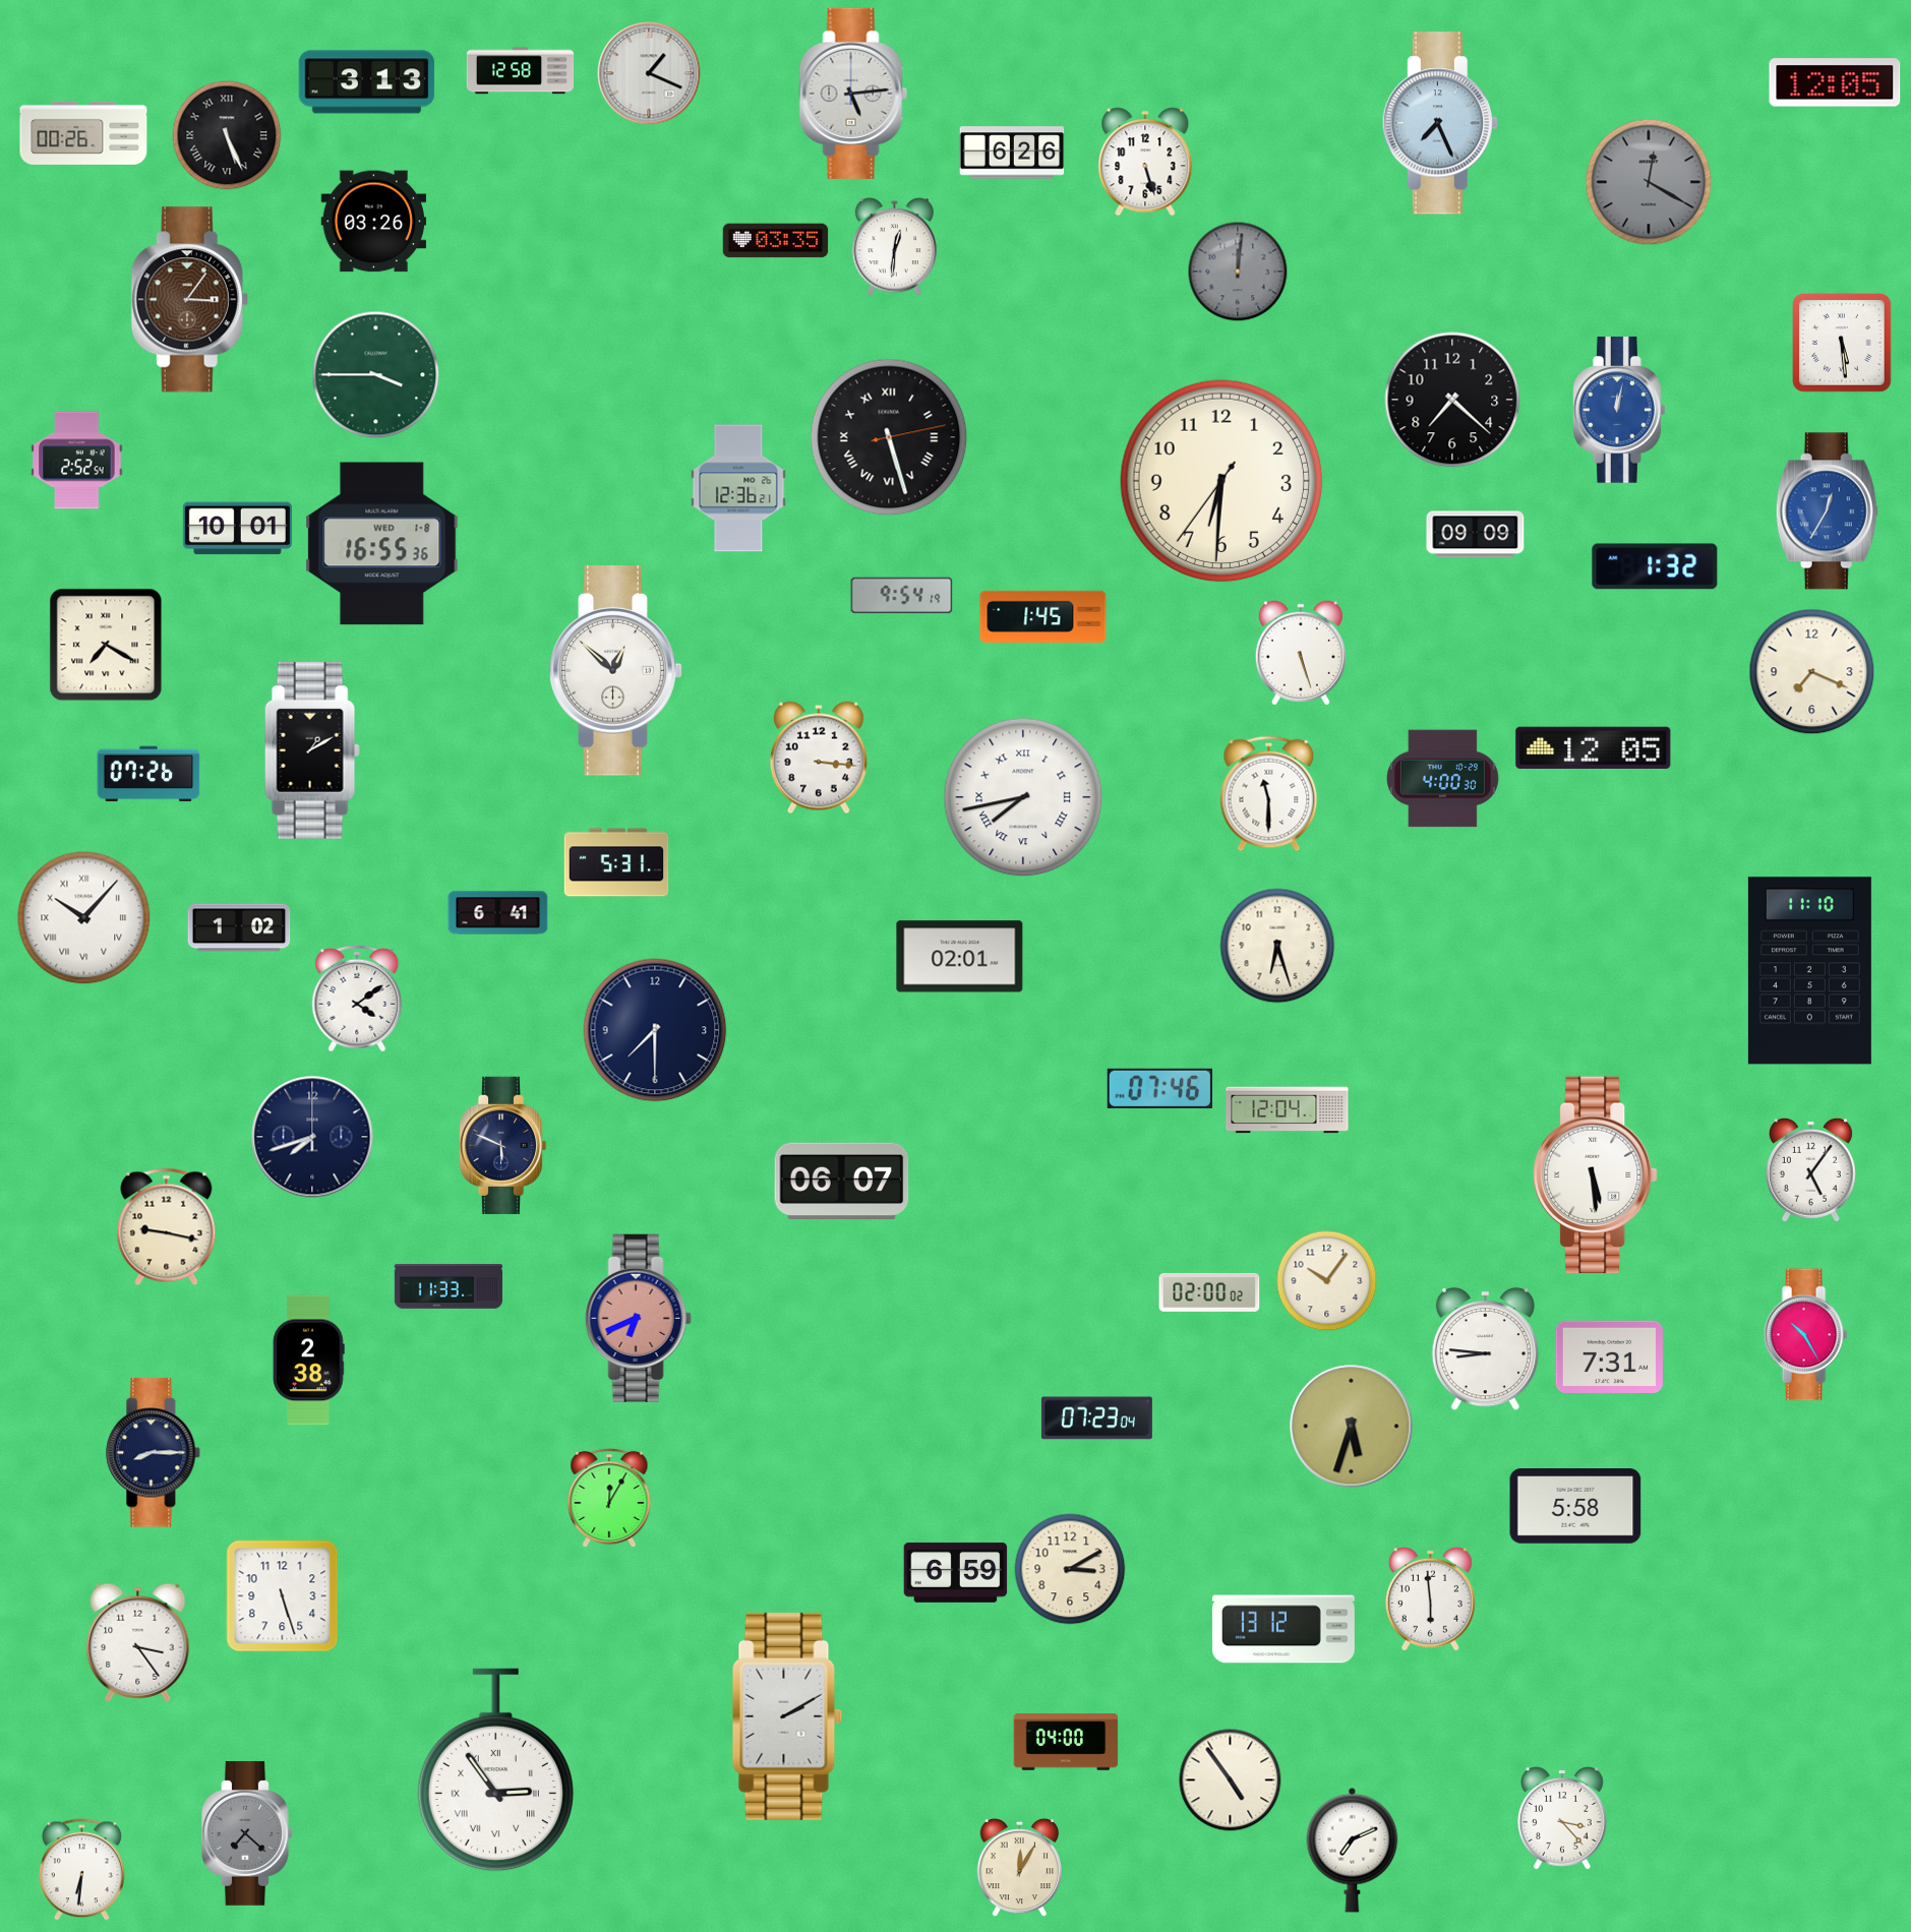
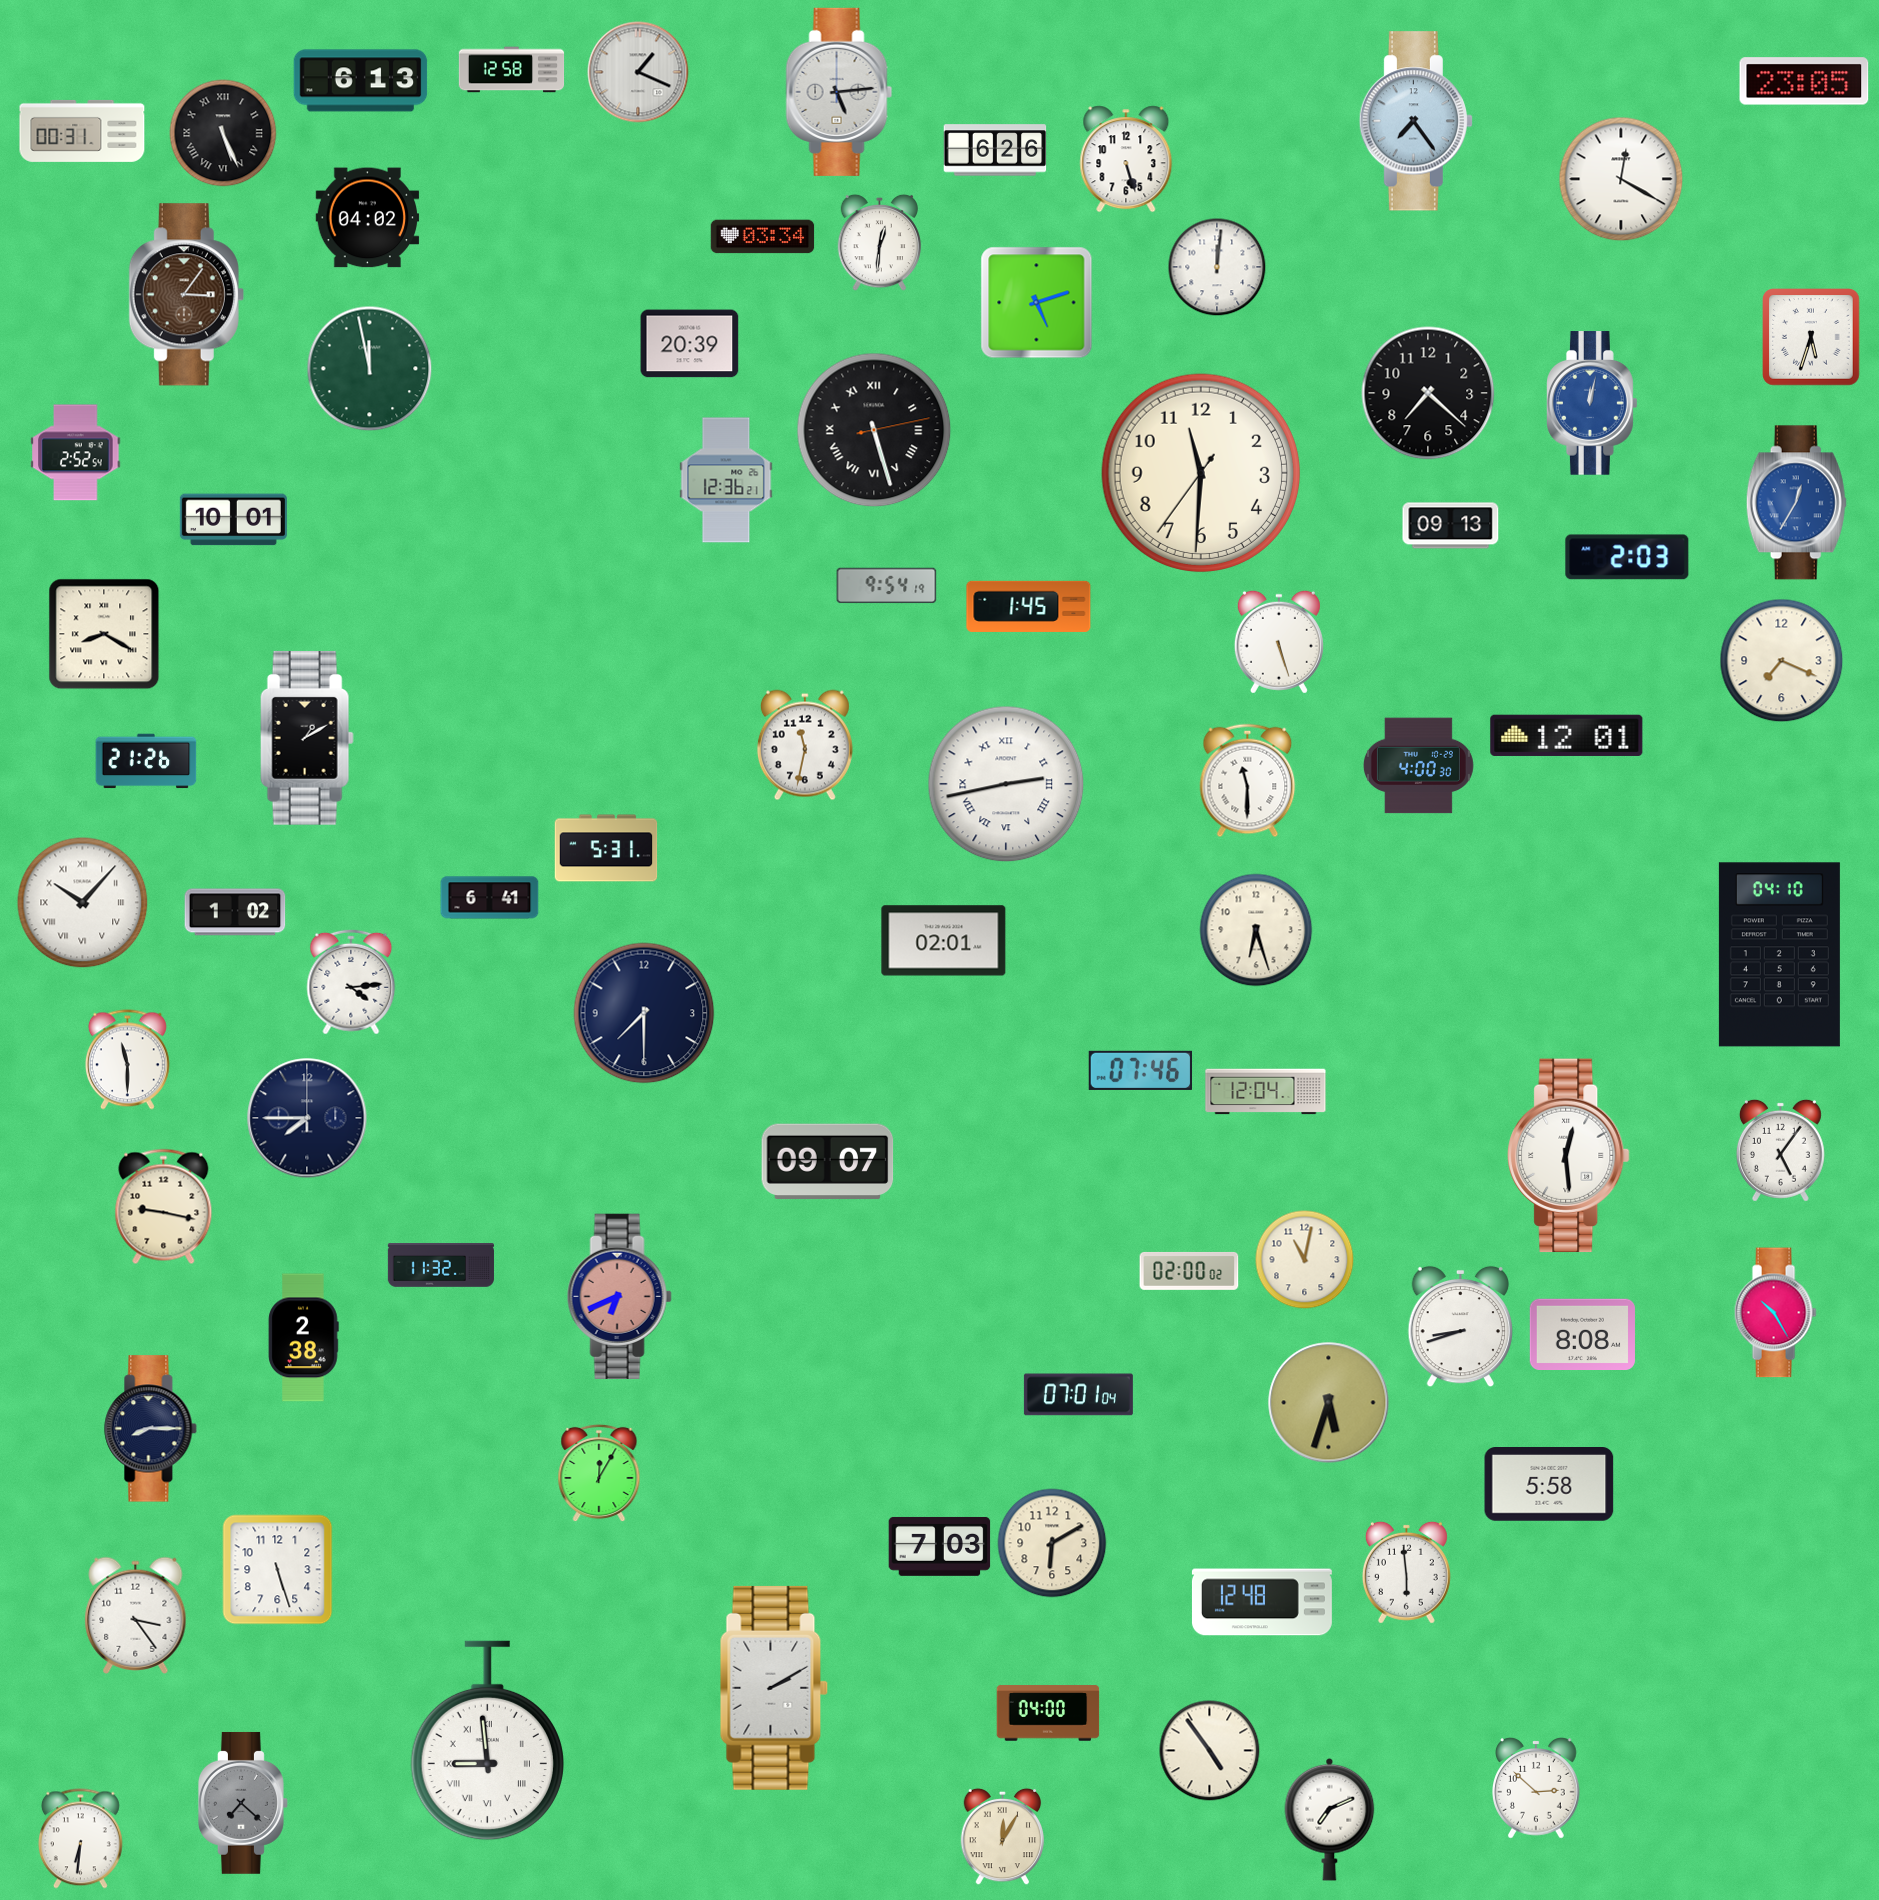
clock at (367, 82): 3:13 -> 6:13
clock at (1835, 82): 12:05 -> 23:05
clock at (1439, 123): 7:26 -> 7:24
clock at (83, 133): 00:26 -> 00:31
clock at (1649, 182) dial: grey -> white
clock at (374, 222): 03:26 -> 04:02
clock at (776, 241): 03:35 -> 03:34
clock at (1238, 271) dial: grey -> white
clock at (1037, 303): none -> 5:12
clock at (1843, 344): 5:29 -> 5:33
clock at (690, 344): none -> 20:39
clock at (376, 375): 3:45 -> 11:58
clock at (1221, 481): 6:30 -> 11:30
clock at (1476, 535): 09:09 -> 09:13
clock at (382, 544): 16:55 -> none
clock at (1655, 566): 1:32 -> 2:03
clock at (1043, 616) position: (1043, 616) -> (1029, 606)
clock at (106, 645): 7:20 -> 8:20
clock at (616, 671): 12:52 -> none
clock at (1594, 747): 12:05 -> 12:01
clock at (819, 758): 3:16 -> 11:32
clock at (148, 774): 07:26 -> 21:26
clock at (1023, 797): 7:43 -> 2:43
clock at (1809, 971): 11:10 -> 04:10
clock at (357, 999): 4:09 -> 4:14
clock at (127, 1060): none -> 11:30
clock at (312, 1137): 7:42 -> 7:45
clock at (502, 1145): 5:49 -> none
clock at (1596, 1175): 5:29 -> 12:29
clock at (842, 1182): 06:07 -> 09:07
clock at (1327, 1281): 10:06 -> 11:02
clock at (449, 1287): 11:33 -> 11:32
clock at (638, 1318) position: (638, 1318) -> (619, 1296)
clock at (1485, 1349): 8:46 -> 8:42
clock at (1609, 1356): 7:31 -> 8:08
clock at (1096, 1418): 07:23 -> 07:01
clock at (1575, 1507) position: (1575, 1507) -> (1549, 1485)
clock at (1070, 1569): 3:10 -> 6:10
clock at (956, 1572): 6:59 -> 7:03
clock at (1283, 1629): 13:12 -> 12:48
clock at (495, 1770): 2:54 -> 8:59
clock at (1563, 1818): 3:23 -> 2:52
